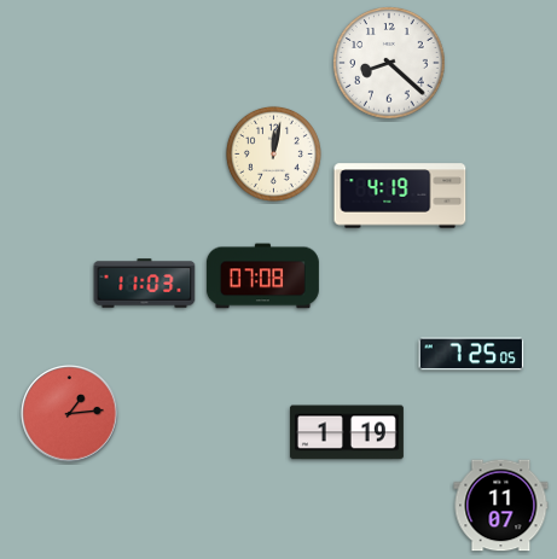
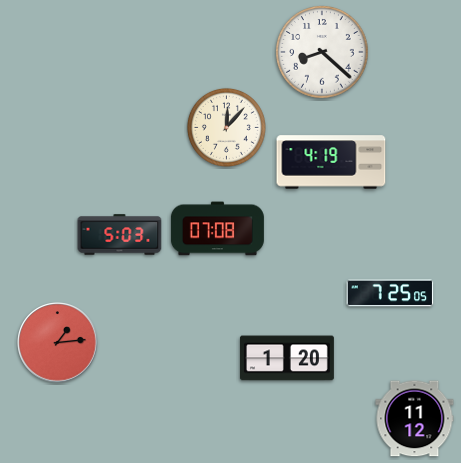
clock at (273, 153): 12:02 -> 12:07
clock at (145, 284): 11:03 -> 5:03
clock at (347, 432): 1:19 -> 1:20
clock at (501, 506): 11:07 -> 11:12
